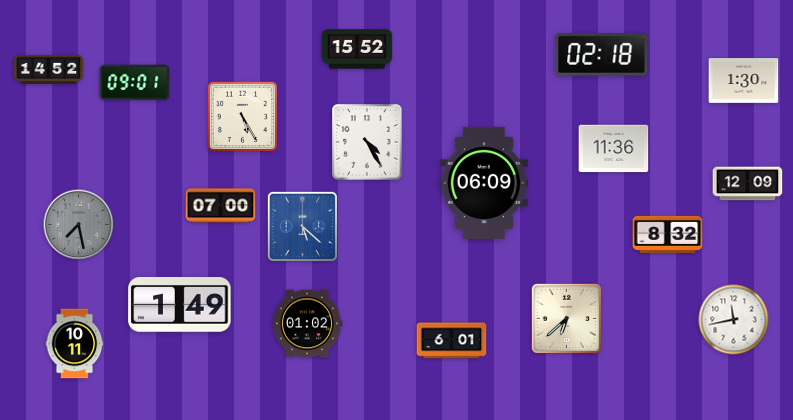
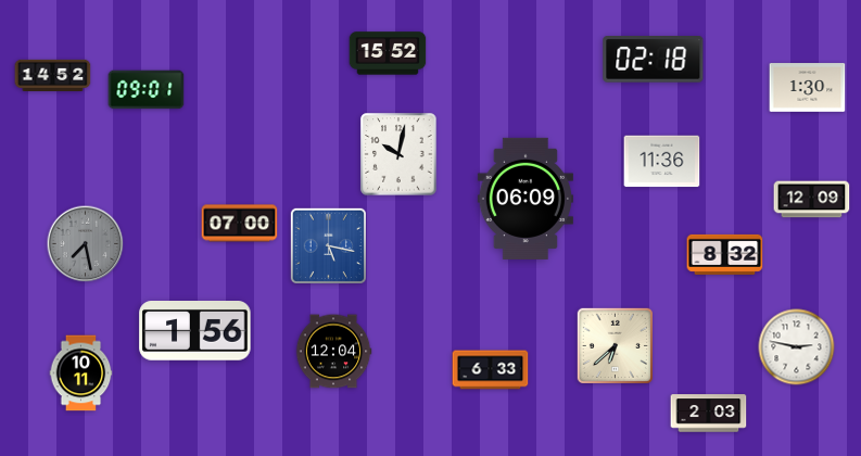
clock at (242, 116): 5:25 -> none
clock at (367, 142): 4:25 -> 10:02
clock at (614, 149) position: (614, 149) -> (662, 162)
clock at (302, 226): 5:22 -> 5:17
clock at (180, 305): 1:49 -> 1:56
clock at (734, 320): 11:43 -> 2:47
clock at (307, 324): 01:02 -> 12:04
clock at (452, 341): 6:01 -> 6:33
clock at (709, 414): none -> 2:03
